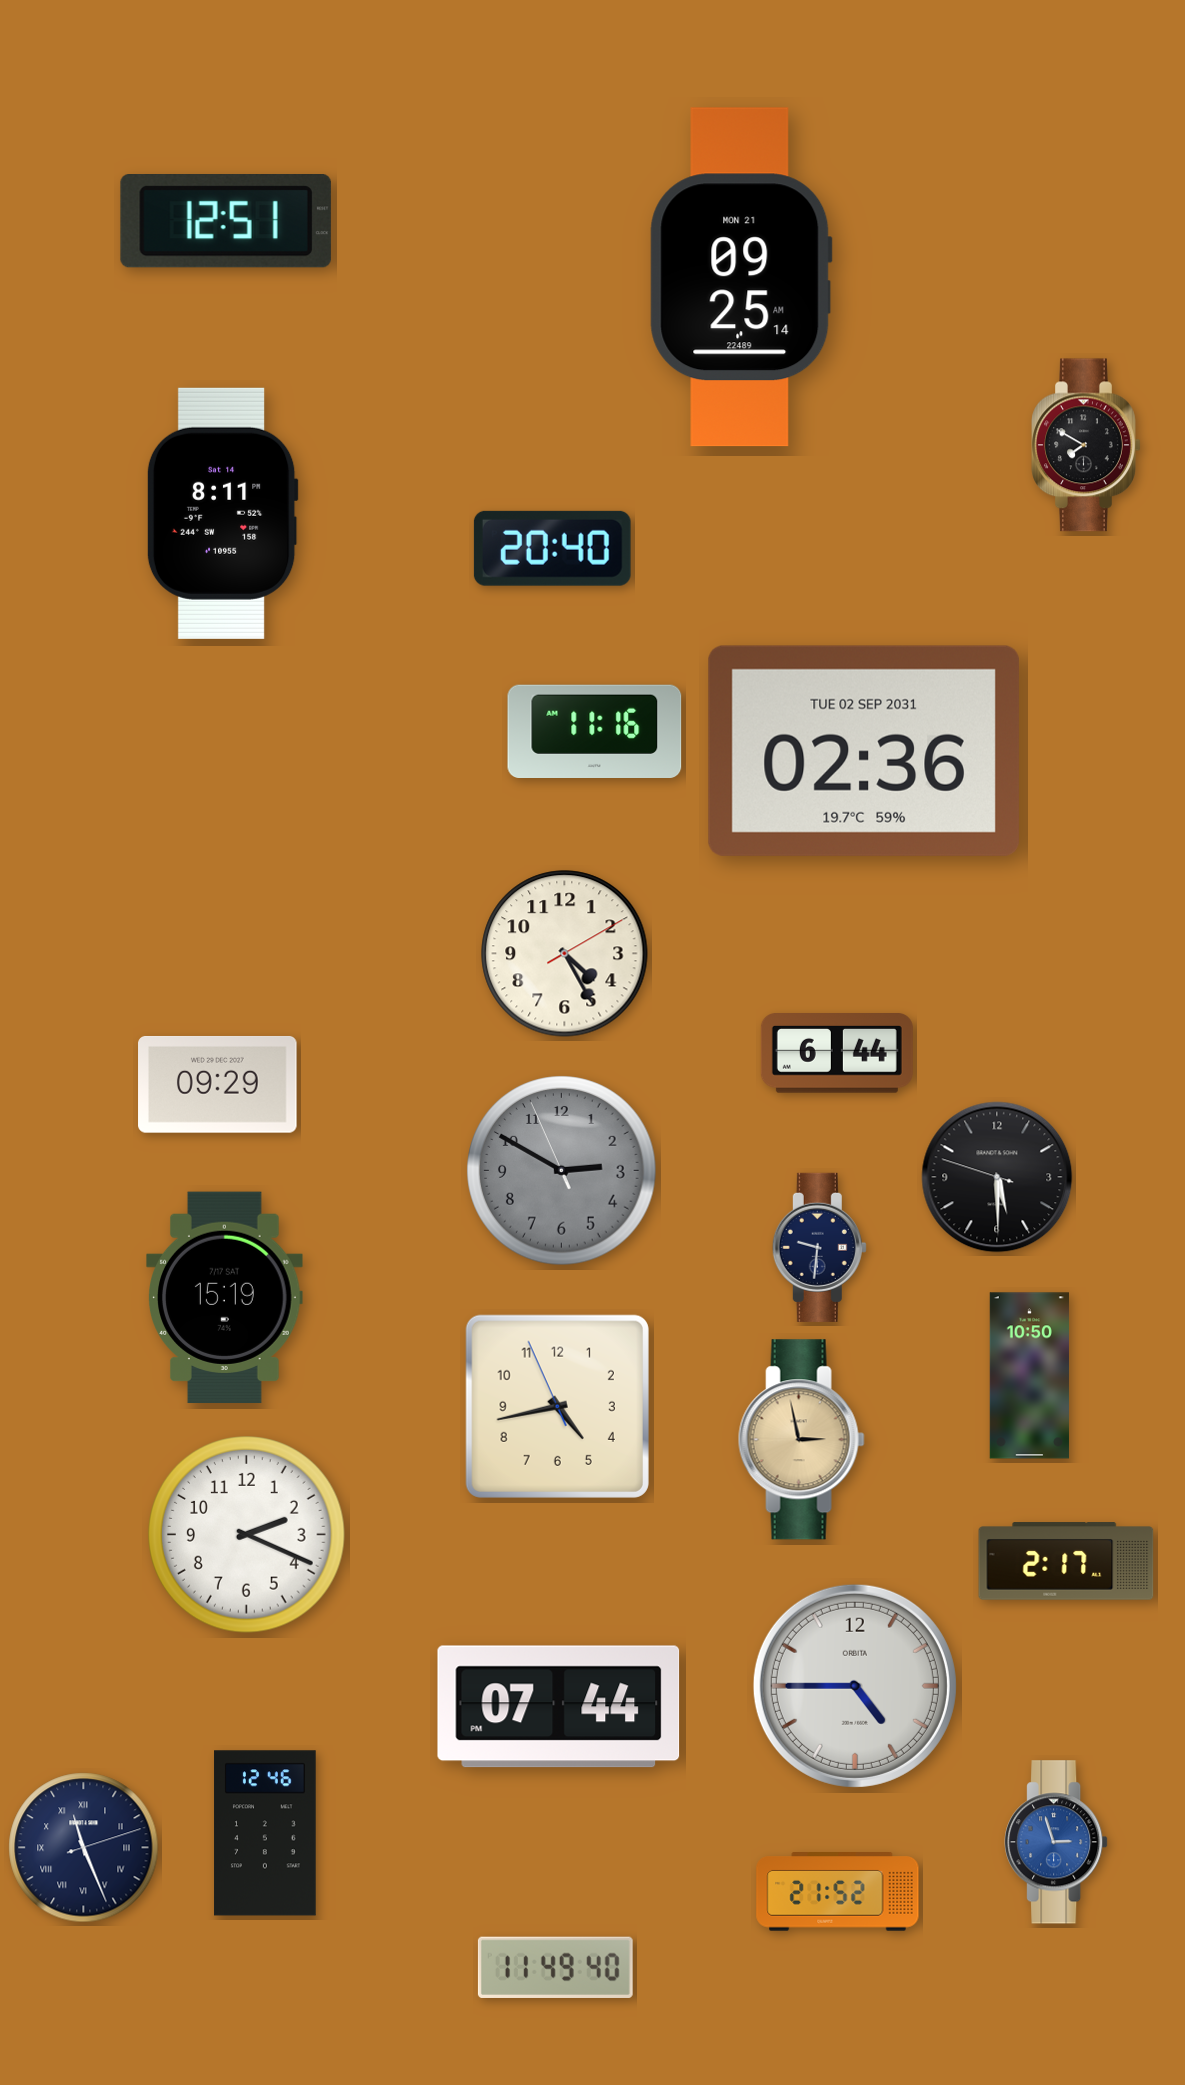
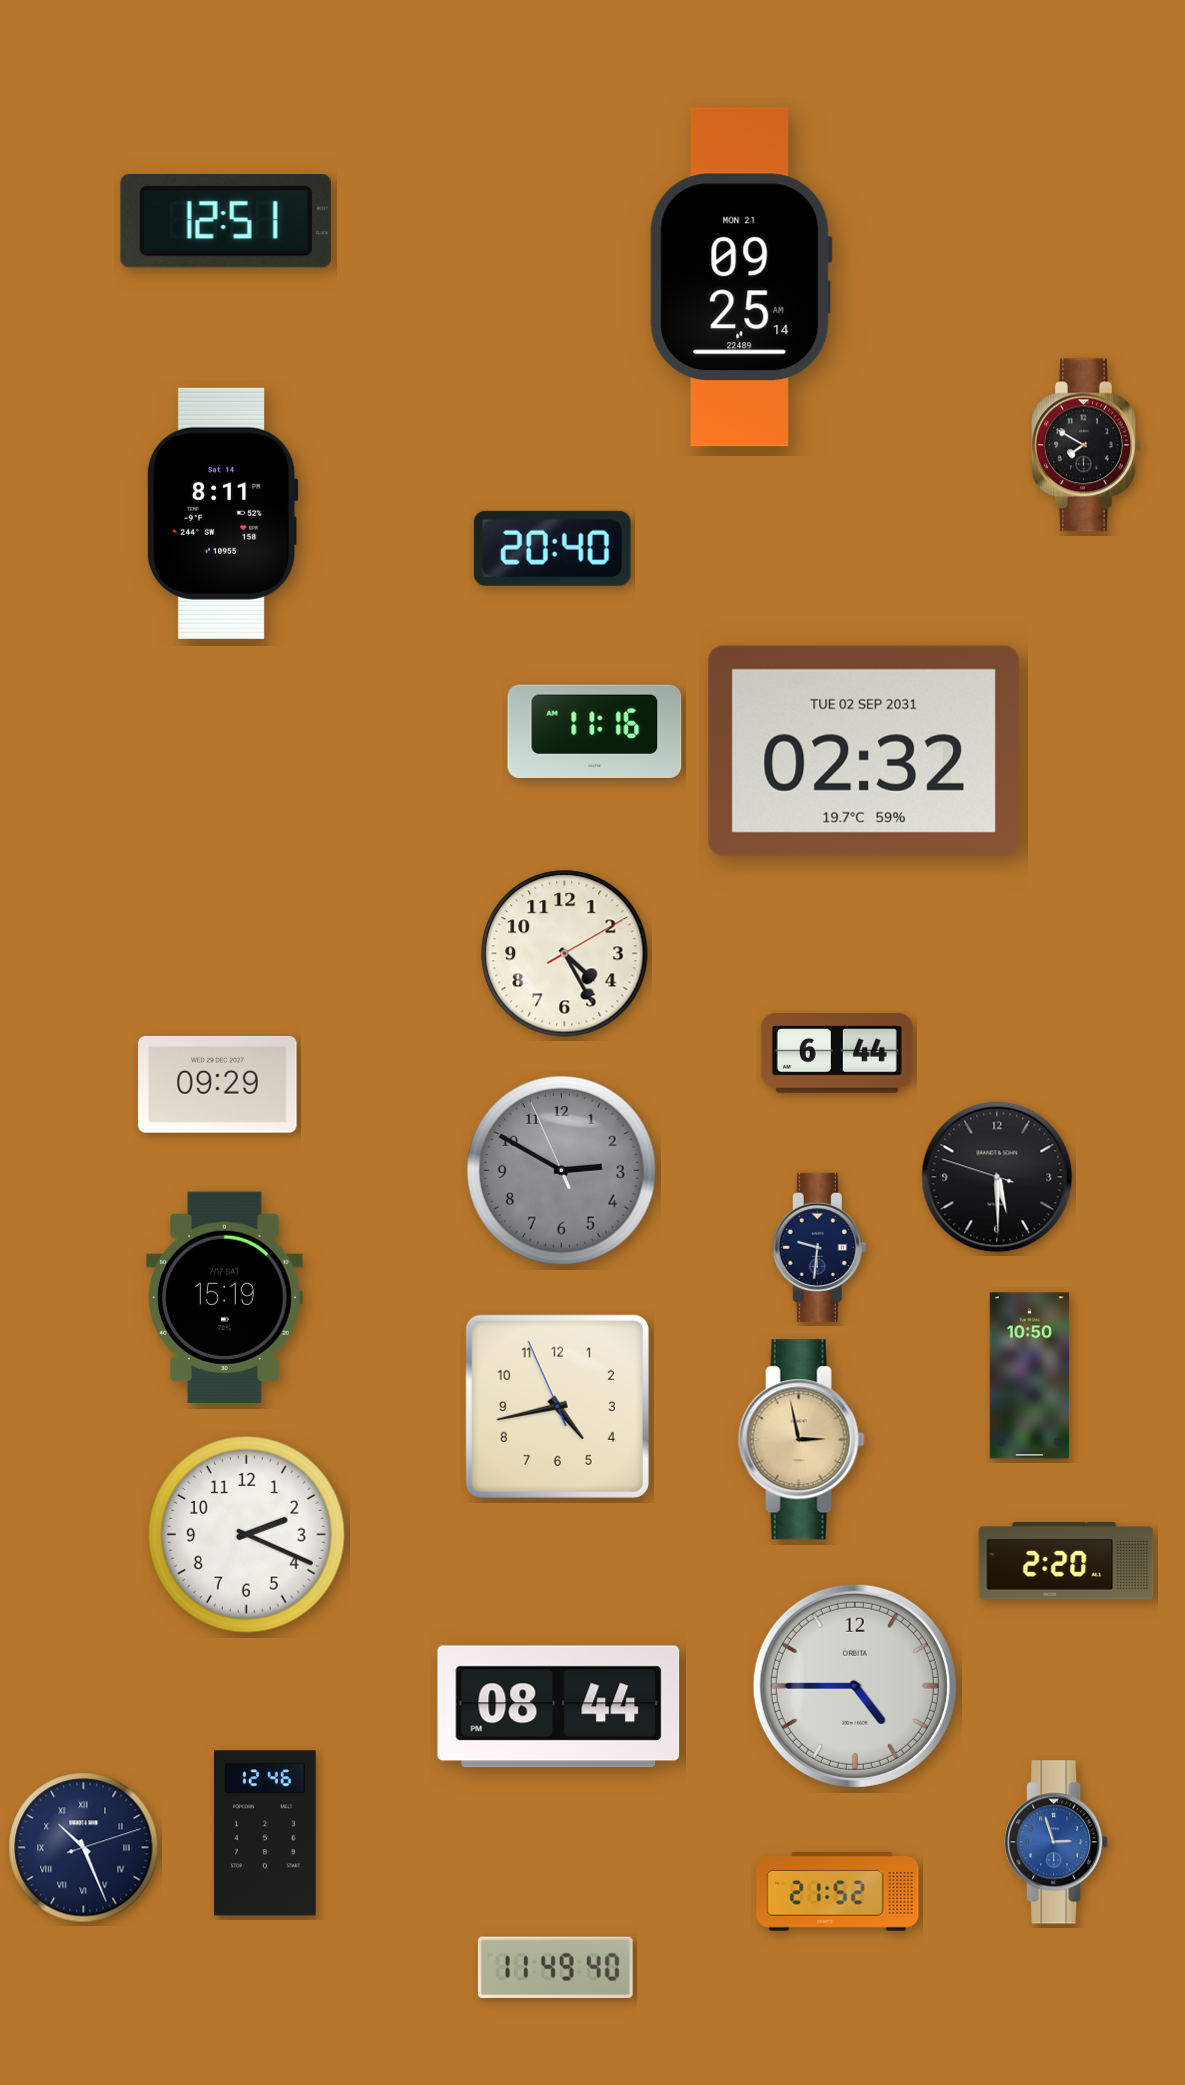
clock at (864, 751): 02:36 -> 02:32
clock at (1066, 1561): 2:17 -> 2:20
clock at (559, 1707): 07:44 -> 08:44
clock at (84, 1848): 11:26 -> 10:26
